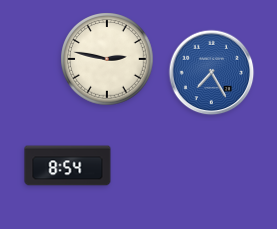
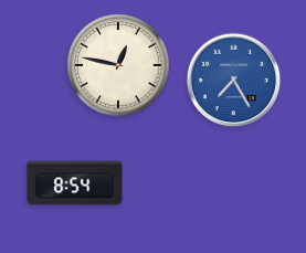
clock at (107, 59): 2:47 -> 12:47
